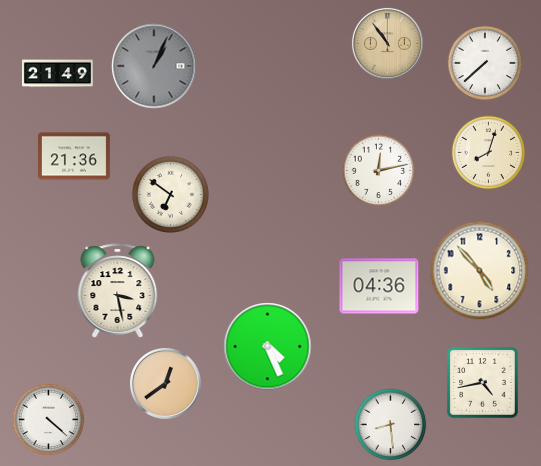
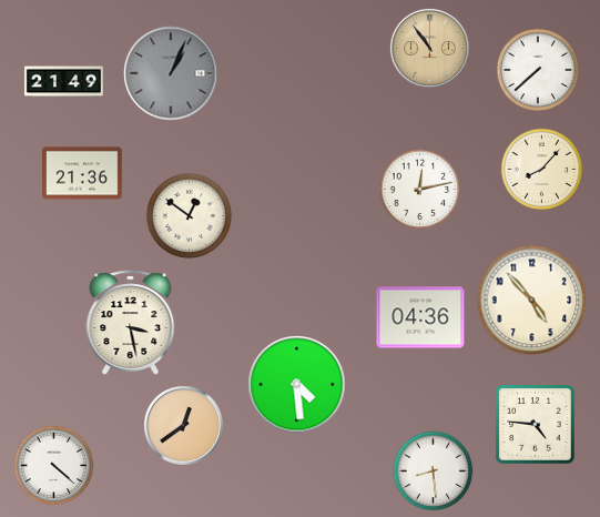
clock at (489, 153): 8:03 -> 8:07
clock at (170, 194): 6:51 -> 12:51
clock at (268, 347): 4:26 -> 4:29
clock at (483, 383): 4:43 -> 4:46
